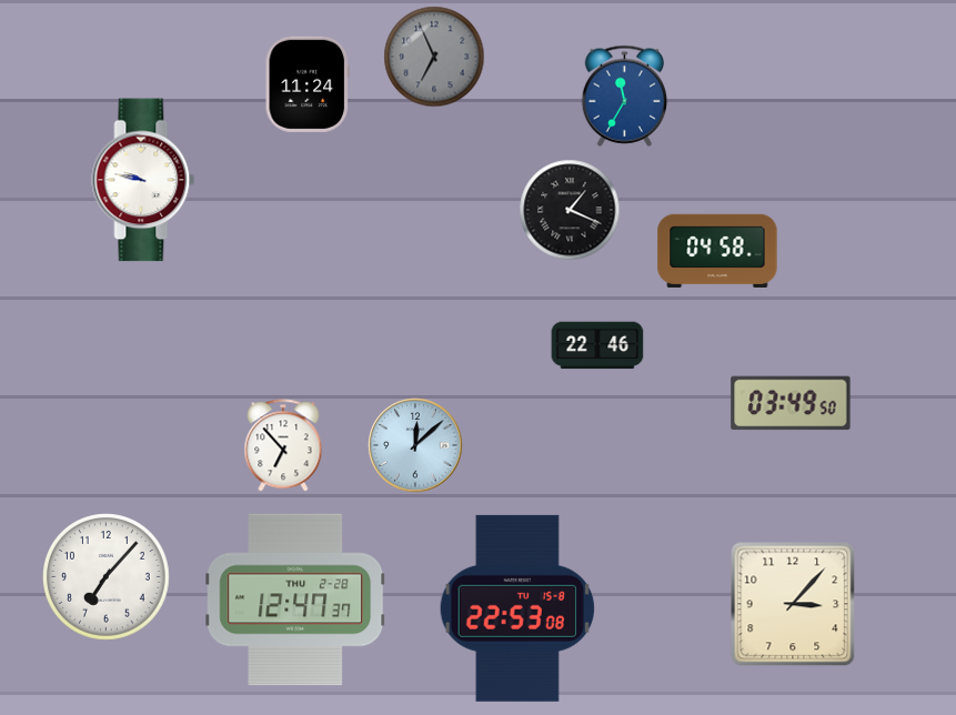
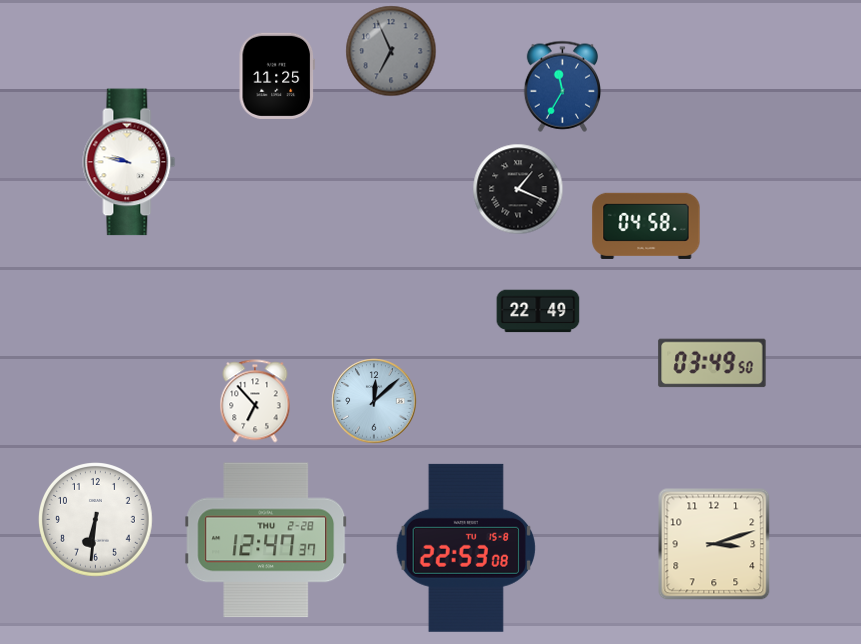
clock at (306, 84): 11:24 -> 11:25
clock at (570, 210) position: (570, 210) -> (518, 189)
clock at (597, 345): 22:46 -> 22:49
clock at (107, 577): 7:07 -> 6:31
clock at (793, 604): 3:07 -> 3:12
